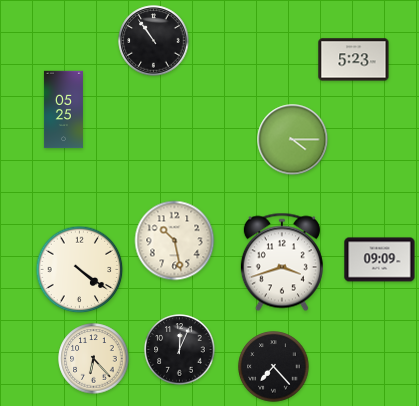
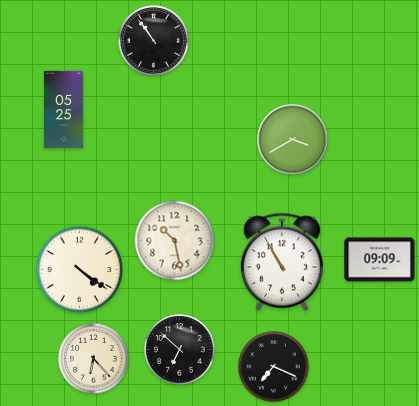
clock at (354, 60): 5:23 -> none
clock at (293, 140): 4:15 -> 3:40
clock at (282, 262): 3:42 -> 10:55
clock at (180, 350): 12:04 -> 6:52
clock at (274, 367): 7:23 -> 7:19
